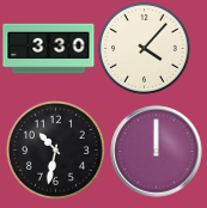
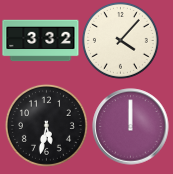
clock at (49, 49): 3:30 -> 3:32
clock at (55, 149): 10:32 -> 5:32
